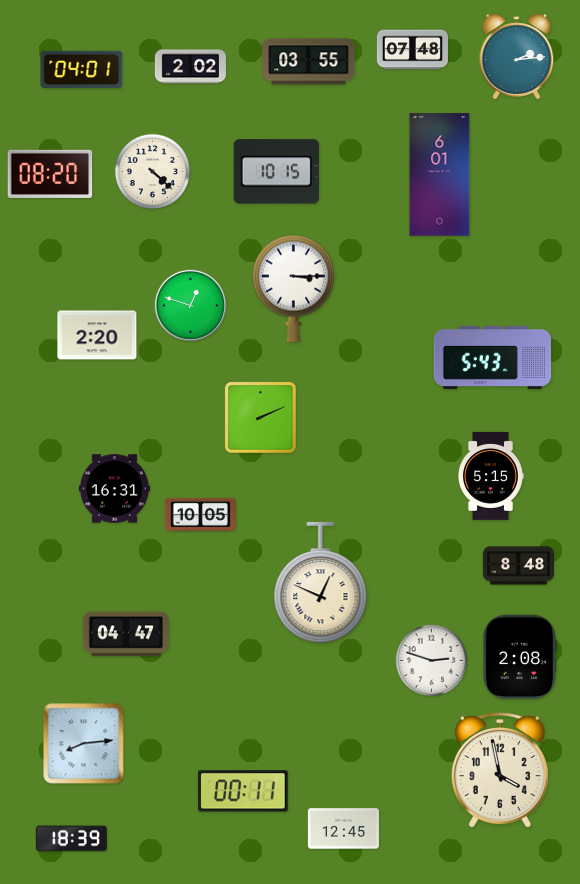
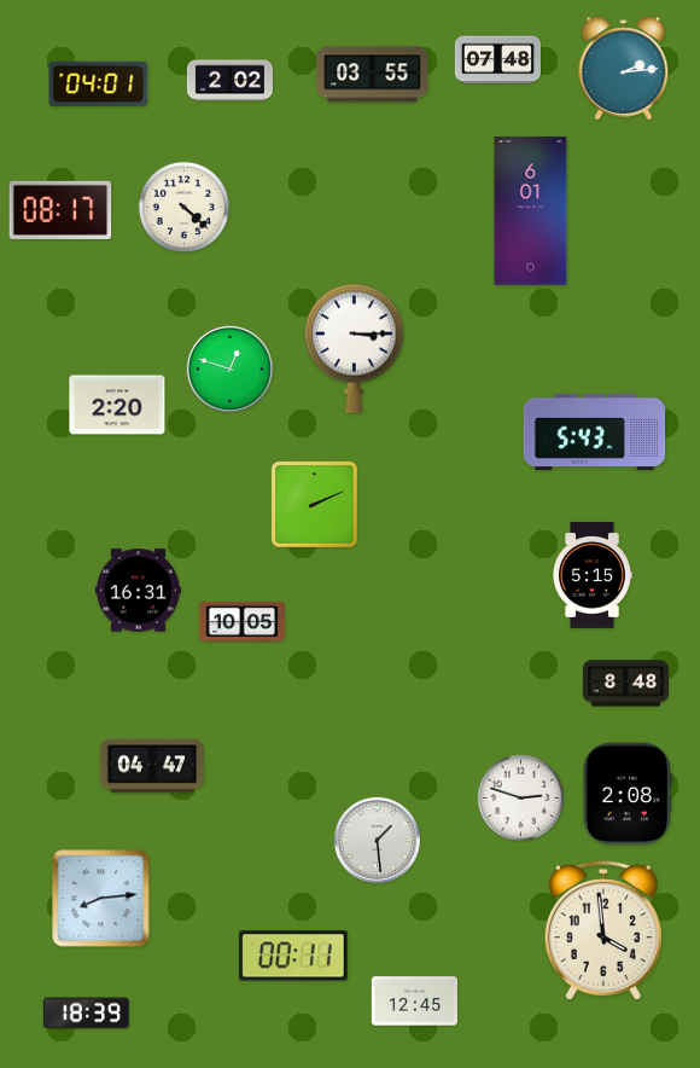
clock at (276, 172): 10:15 -> none
clock at (50, 174): 08:20 -> 08:17
clock at (321, 583): 12:49 -> none
clock at (377, 840): none -> 1:29
clock at (500, 770): 3:58 -> 3:59
